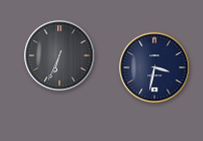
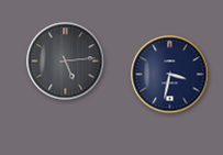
clock at (60, 56): 6:34 -> 5:14
